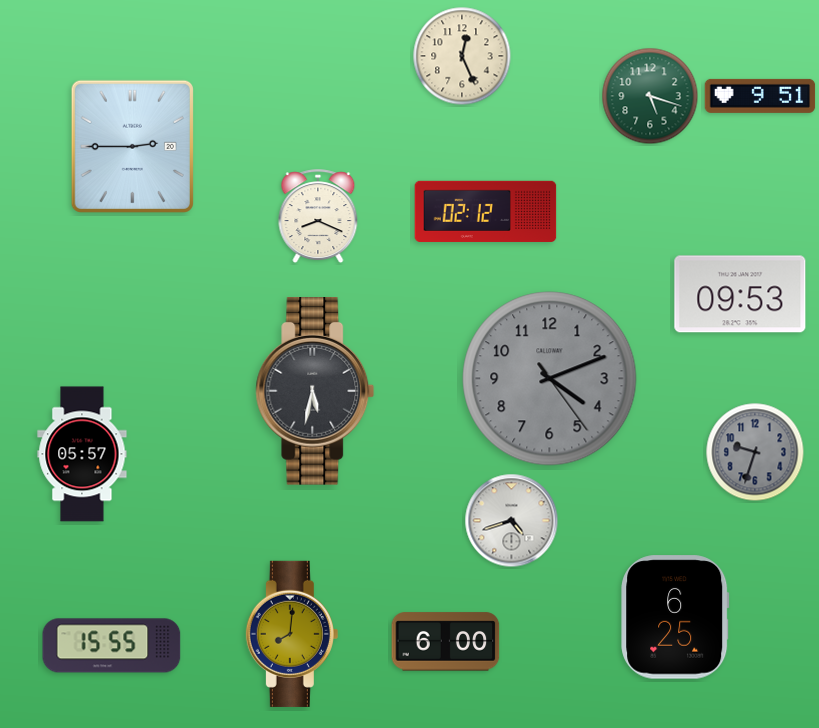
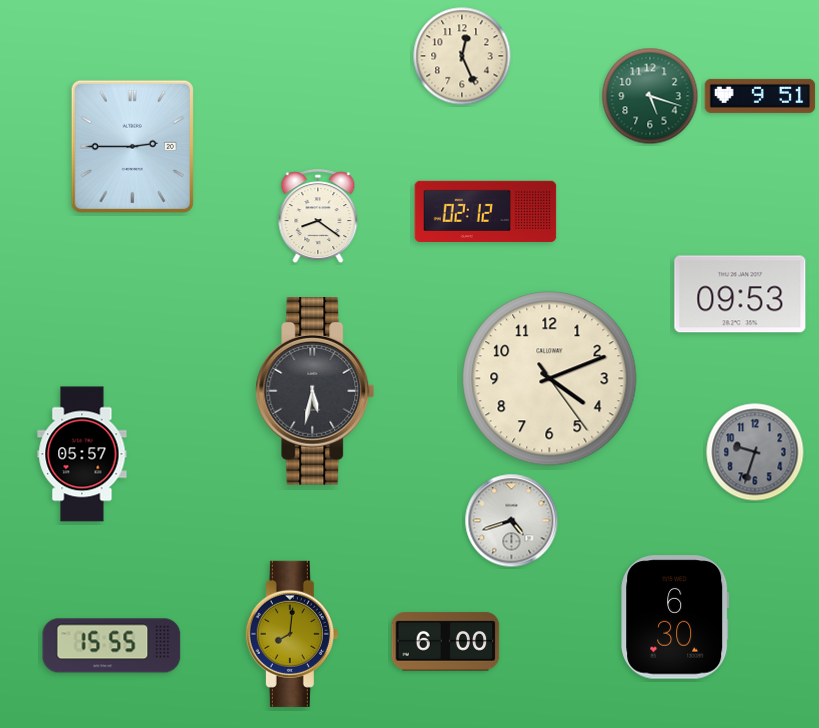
clock at (318, 216): 8:19 -> 8:21
clock at (550, 379) dial: grey -> cream
clock at (675, 617): 6:25 -> 6:30
